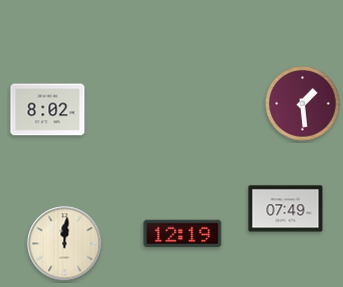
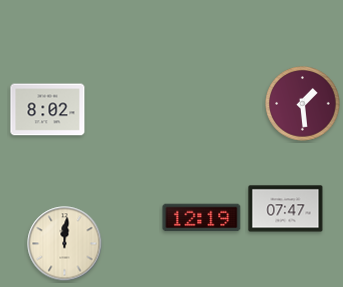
clock at (286, 209): 07:49 -> 07:47
clock at (183, 234) position: (183, 234) -> (202, 218)
